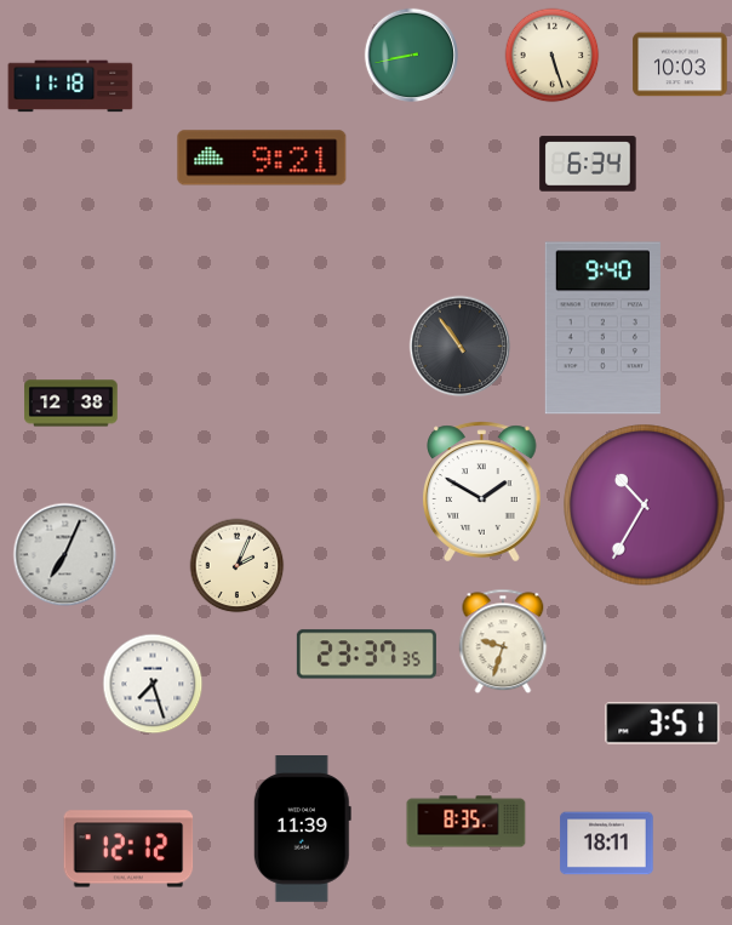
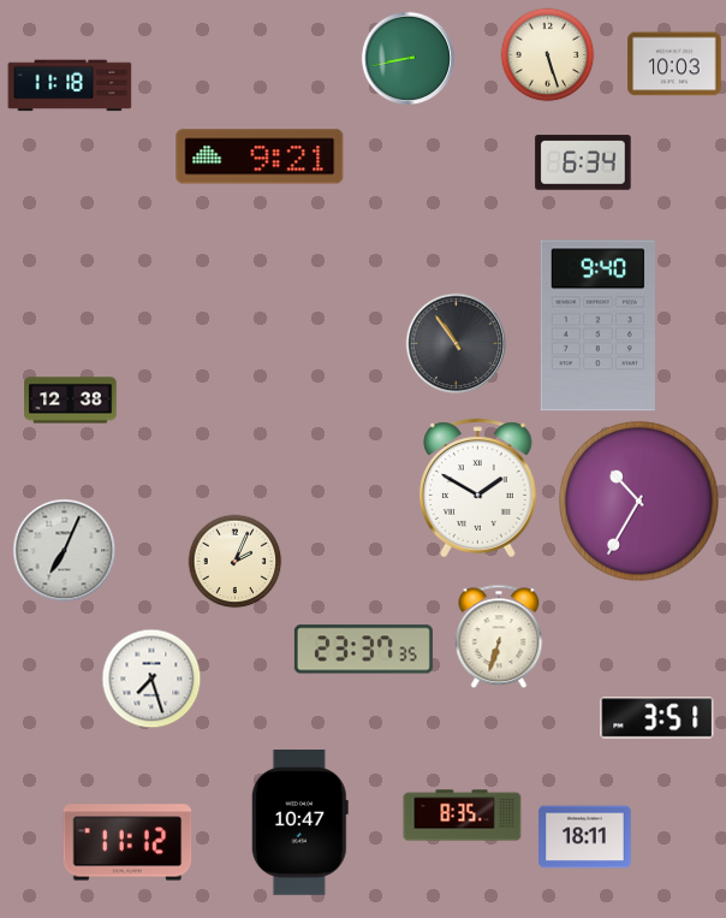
clock at (411, 55) position: (411, 55) -> (407, 58)
clock at (503, 641): 9:33 -> 6:33
clock at (302, 829): 11:39 -> 10:47
clock at (607, 844) position: (607, 844) -> (585, 837)
clock at (128, 849): 12:12 -> 11:12
